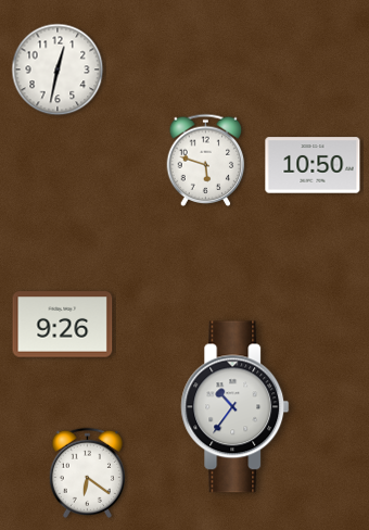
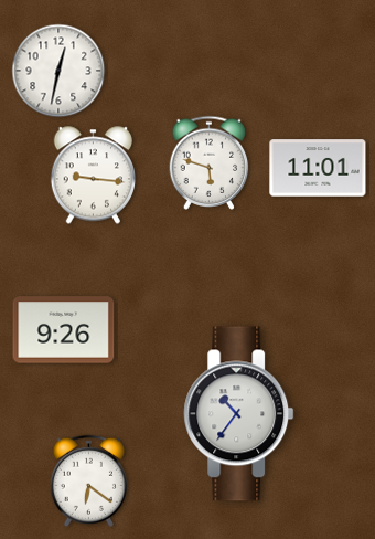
clock at (313, 165): 10:50 -> 11:01
clock at (93, 176): none -> 9:16
